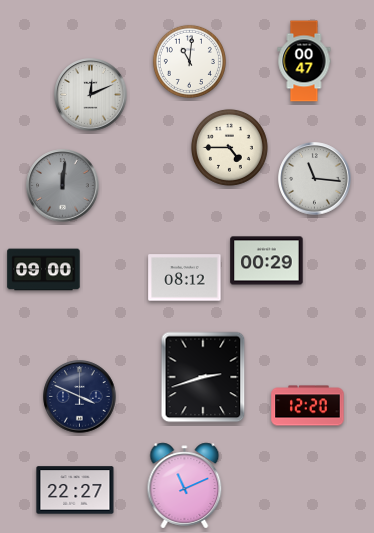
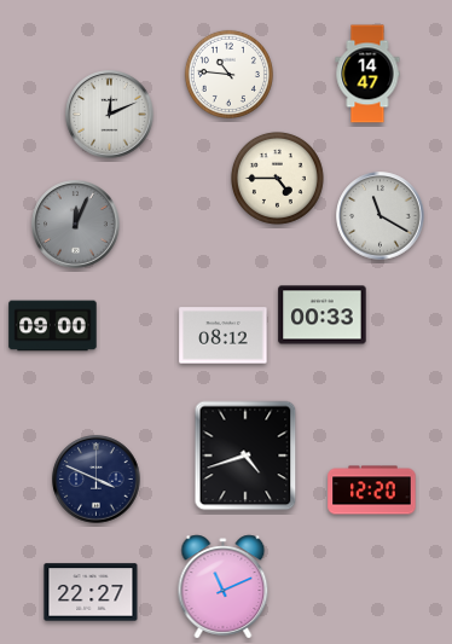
clock at (189, 61): 11:01 -> 10:46
clock at (304, 61): 00:47 -> 14:47
clock at (315, 179): 11:16 -> 11:20
clock at (63, 186): 12:01 -> 12:04
clock at (267, 261): 00:29 -> 00:33
clock at (203, 377): 2:42 -> 4:42
